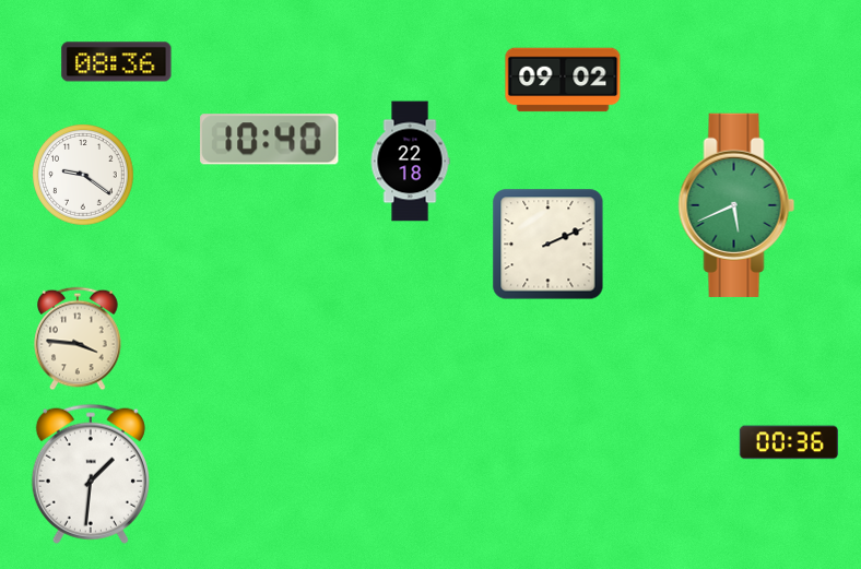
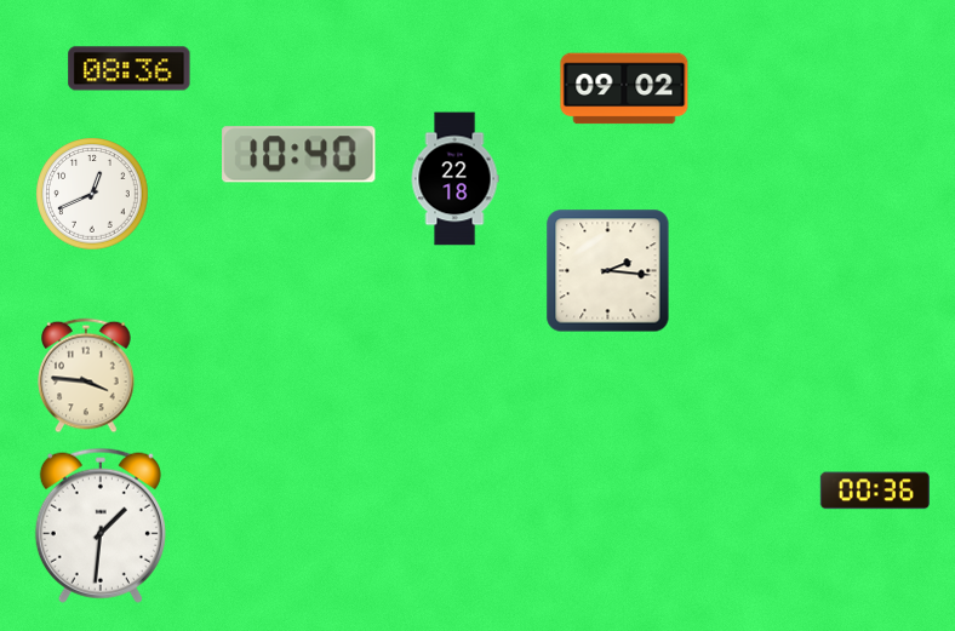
clock at (83, 175): 9:21 -> 12:41
clock at (736, 205): 5:41 -> none
clock at (549, 245): 2:11 -> 2:16
